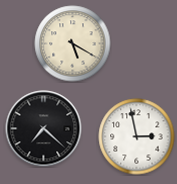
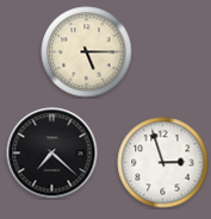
clock at (73, 44): 5:20 -> 5:15
clock at (137, 137): 2:58 -> 2:57
